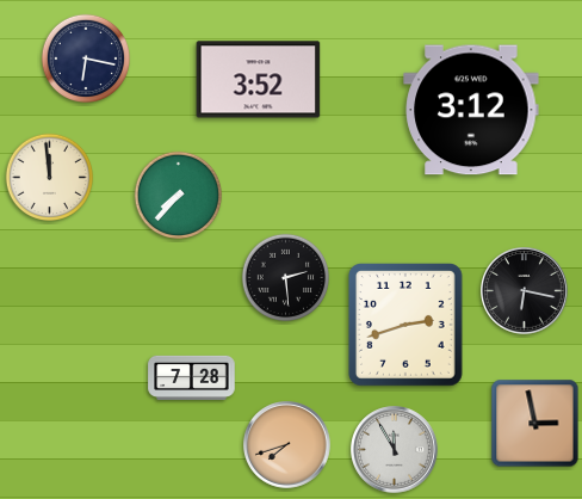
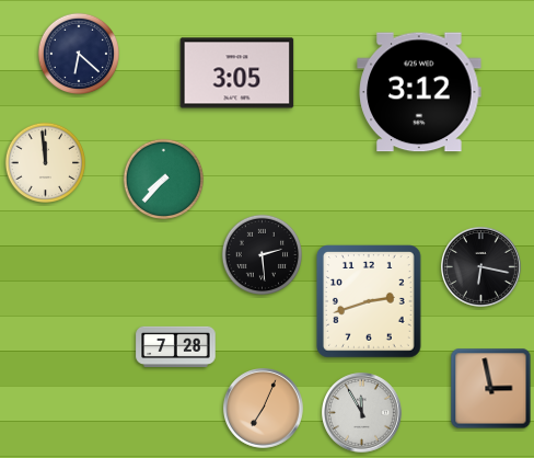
clock at (85, 57): 6:17 -> 6:22
clock at (259, 80): 3:52 -> 3:05
clock at (471, 110) position: (471, 110) -> (419, 92)
clock at (407, 326) position: (407, 326) -> (370, 302)
clock at (287, 445): 7:42 -> 7:04
